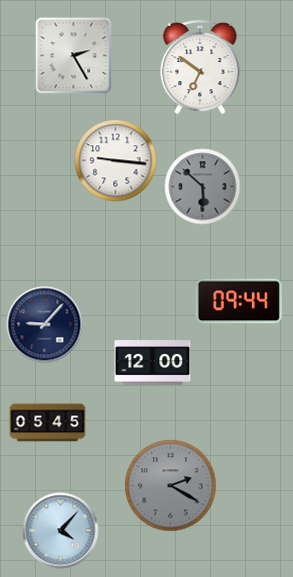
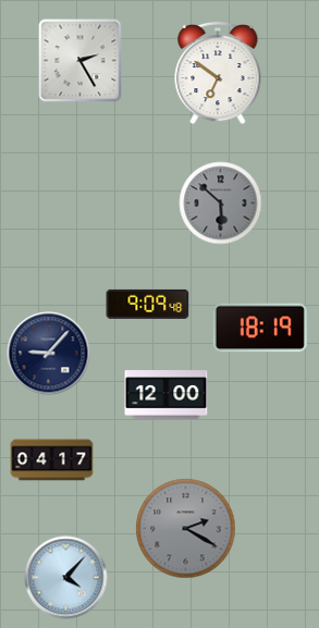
clock at (116, 161): 9:16 -> none
clock at (148, 304): none -> 9:09
clock at (239, 301): 09:44 -> 18:19
clock at (48, 423): 05:45 -> 04:17
